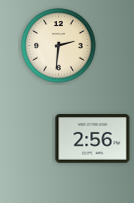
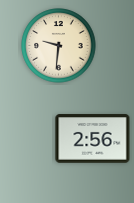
clock at (59, 46): 2:31 -> 9:31
